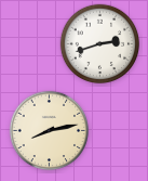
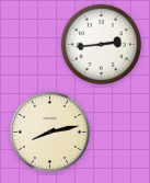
clock at (100, 44): 2:42 -> 2:44
